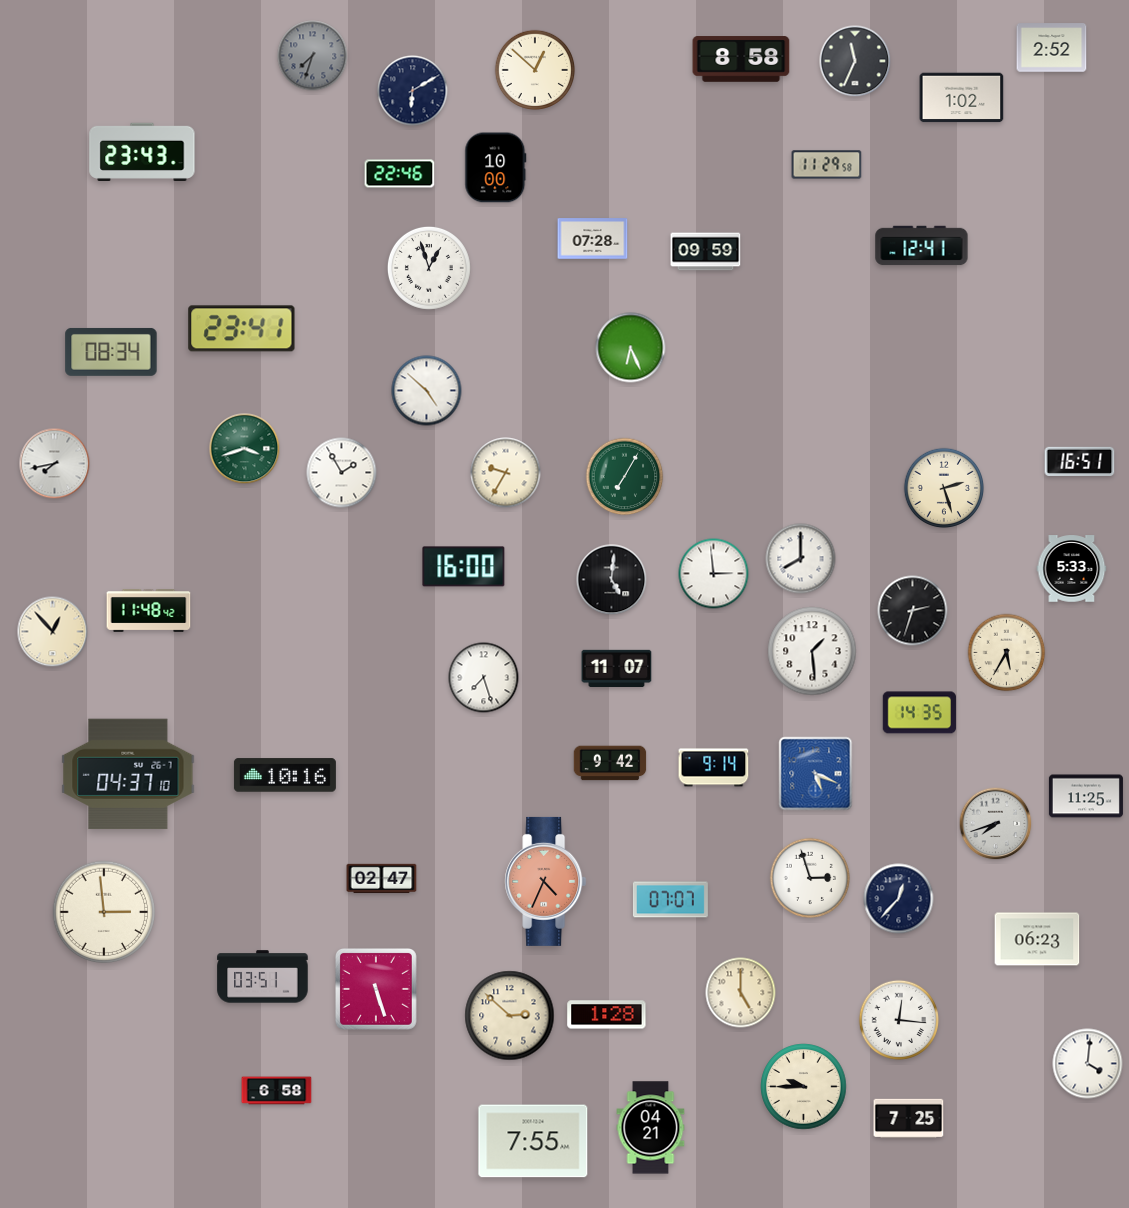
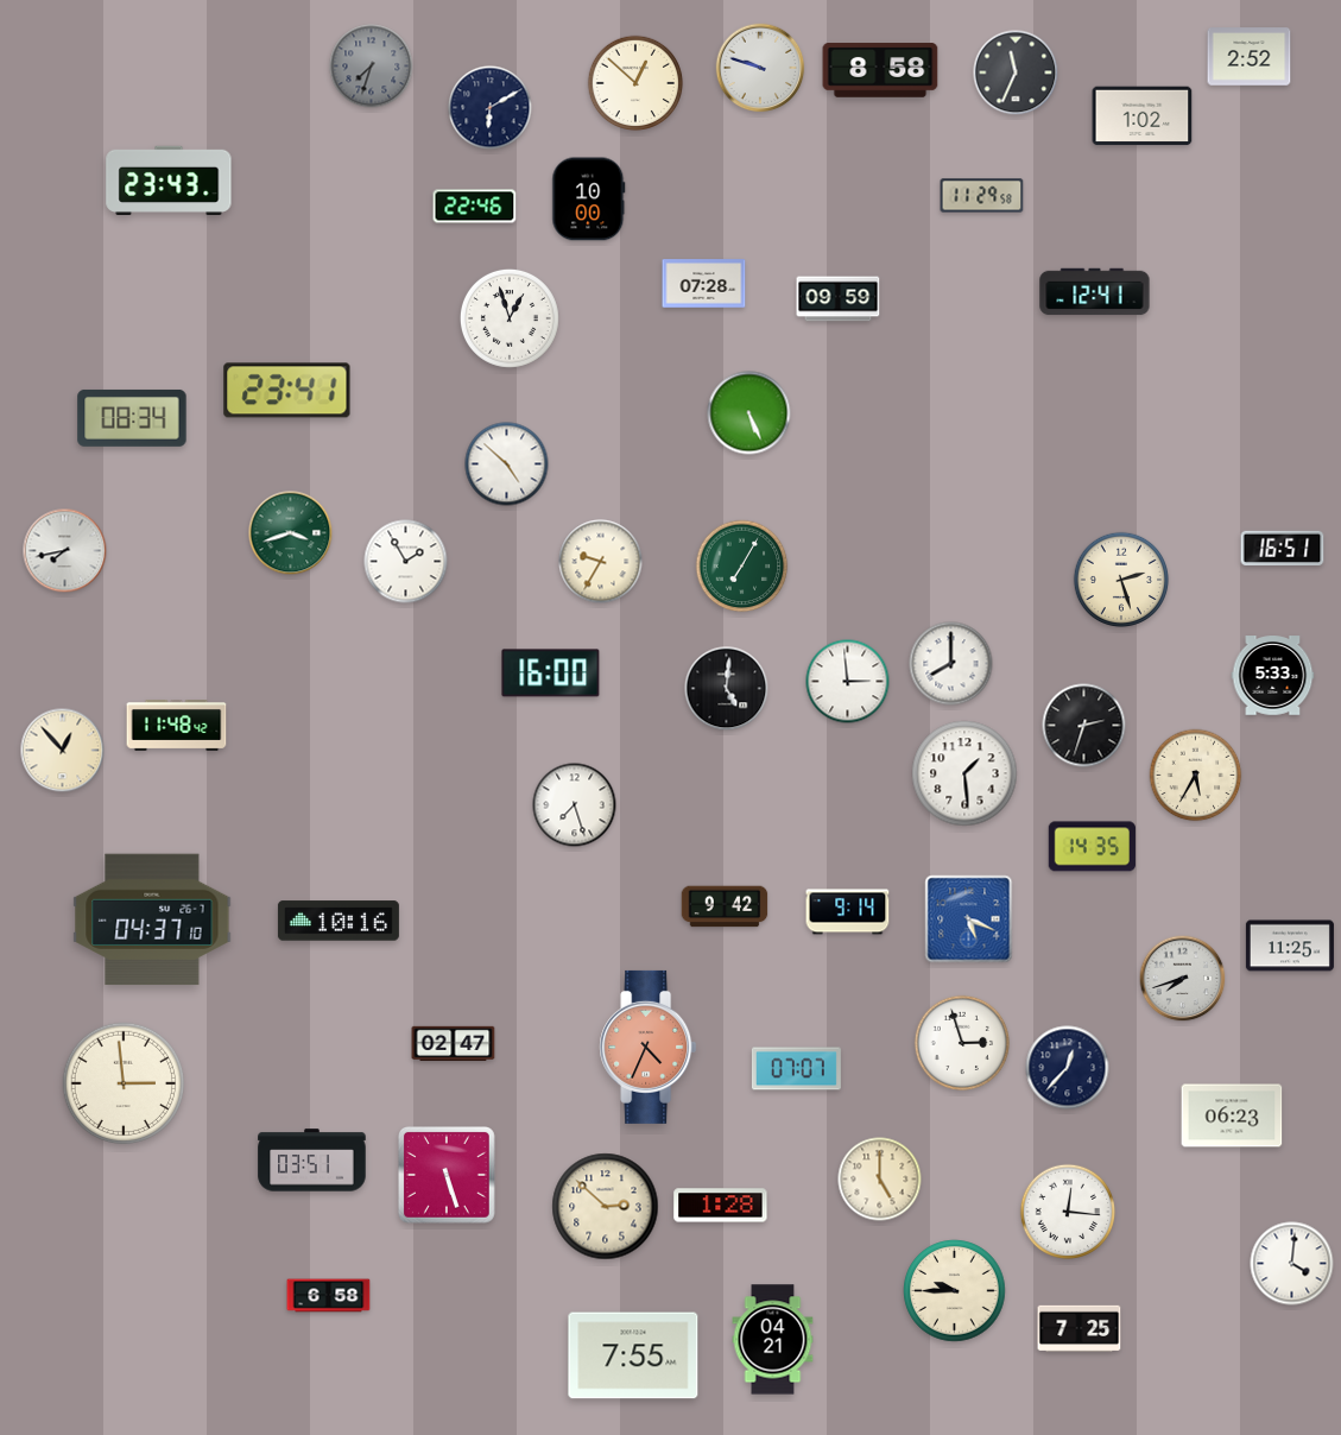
clock at (760, 68): none -> 9:48
clock at (631, 348): 6:26 -> 5:26
clock at (617, 668): 11:07 -> none
